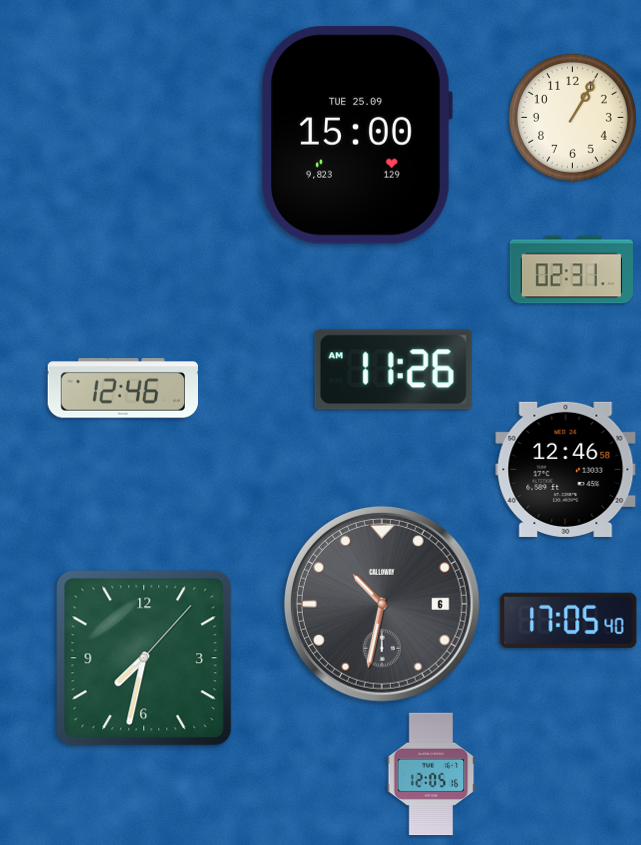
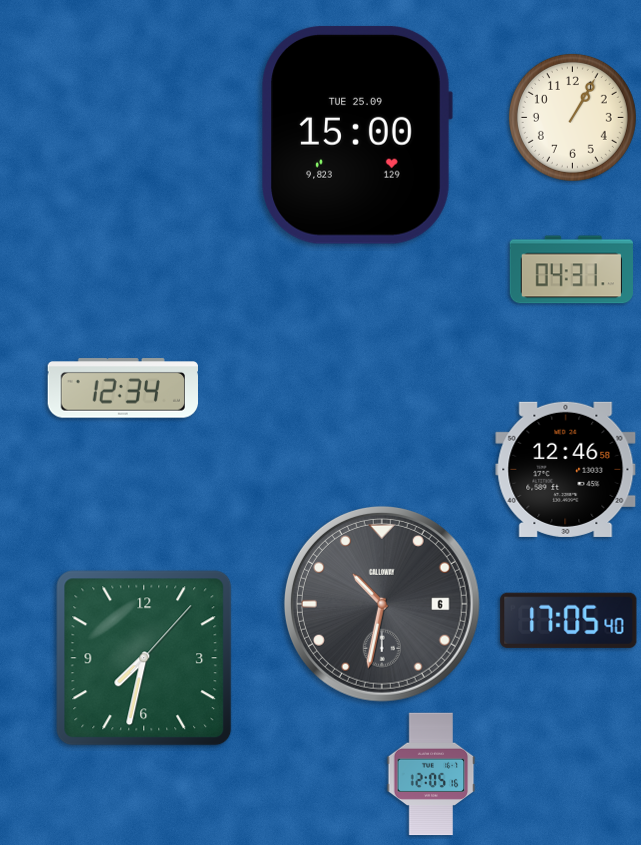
clock at (571, 270): 02:31 -> 04:31
clock at (393, 370): 11:26 -> none
clock at (122, 388): 12:46 -> 12:34
